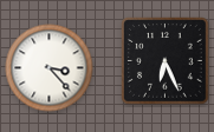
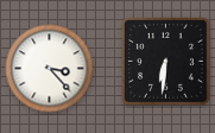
clock at (166, 61): 6:26 -> 6:31
